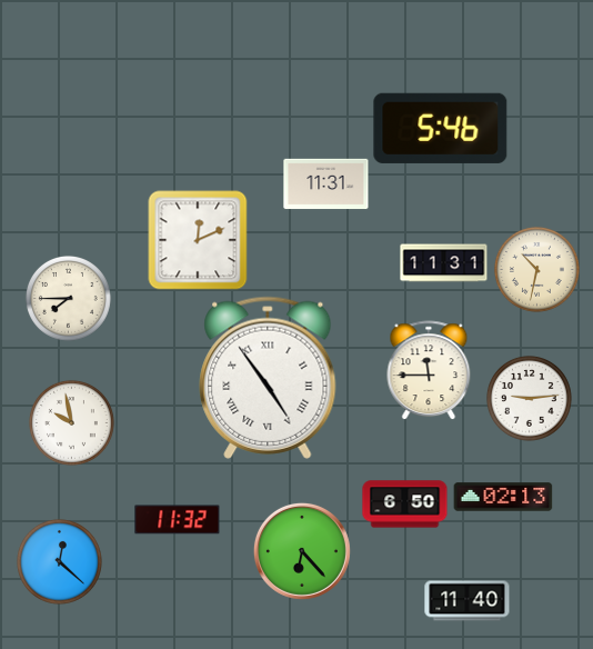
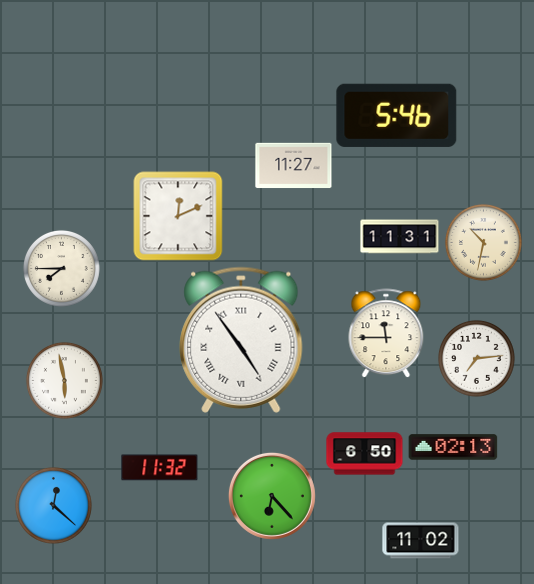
clock at (326, 184): 11:31 -> 11:27
clock at (529, 398): 9:14 -> 7:14
clock at (71, 422): 9:58 -> 5:58
clock at (468, 601): 11:40 -> 11:02
